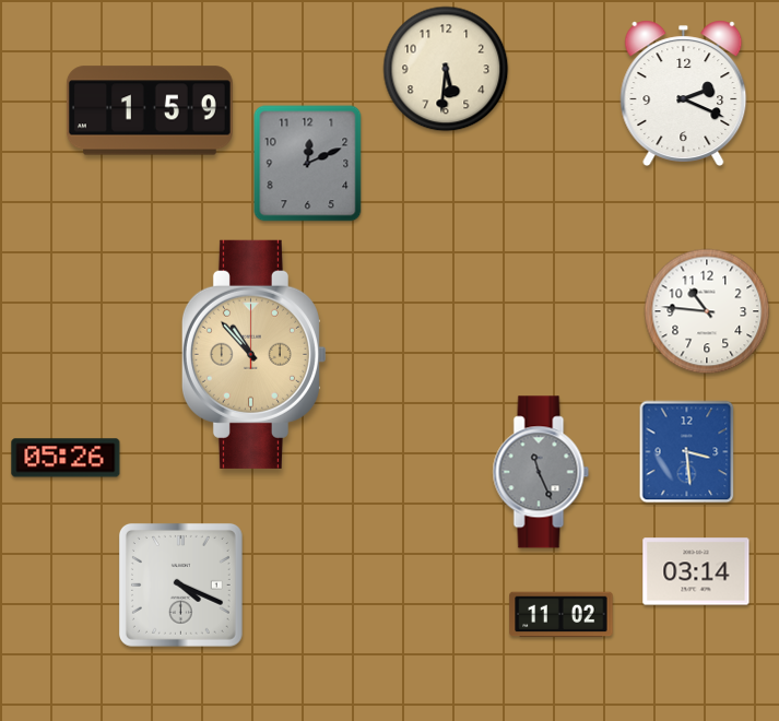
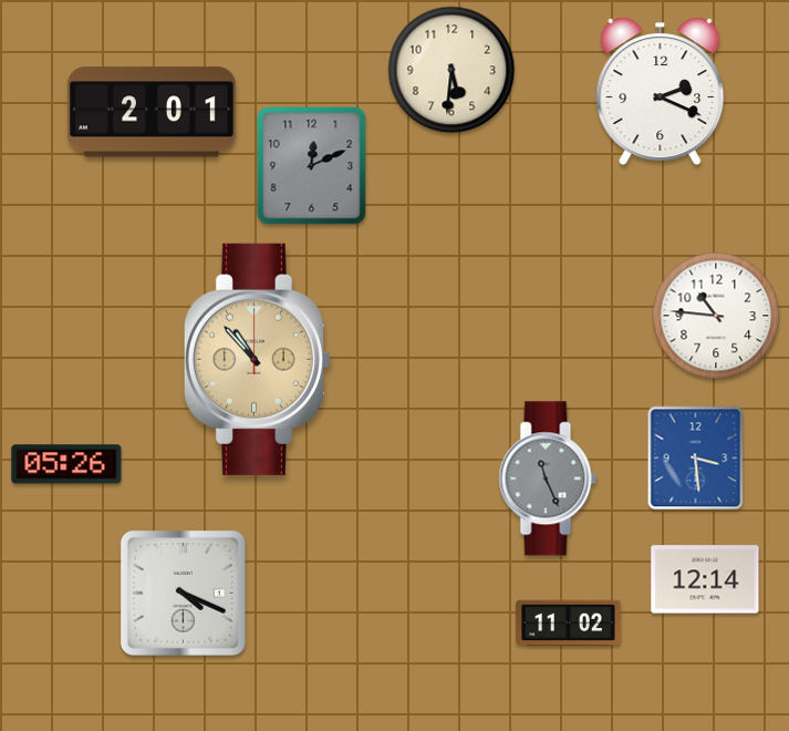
clock at (684, 93) position: (684, 93) -> (661, 91)
clock at (150, 110): 1:59 -> 2:01
clock at (696, 571): 03:14 -> 12:14
